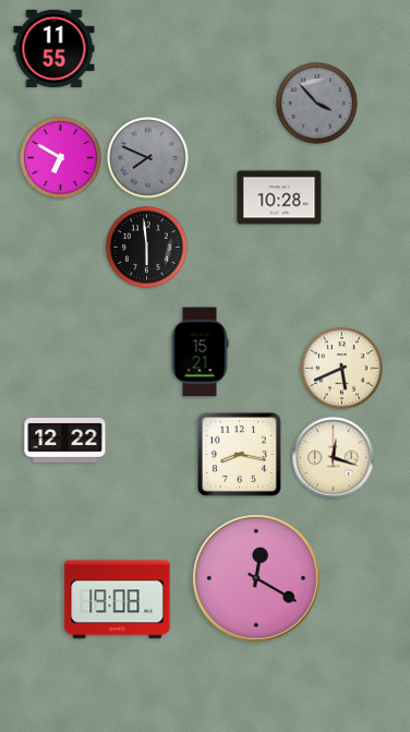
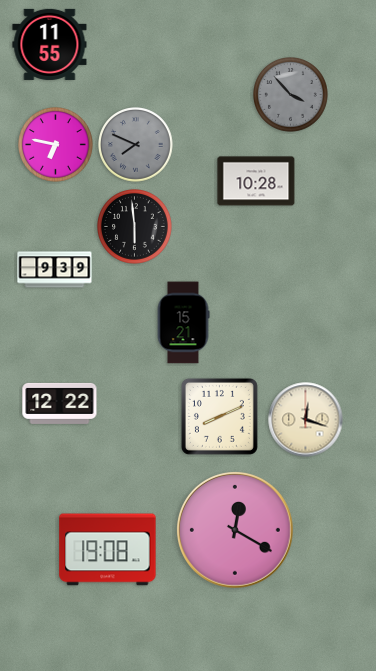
clock at (61, 158): 6:50 -> 6:47
clock at (55, 270): none -> 9:39
clock at (342, 369): 5:41 -> none
clock at (239, 454): 8:17 -> 8:11
